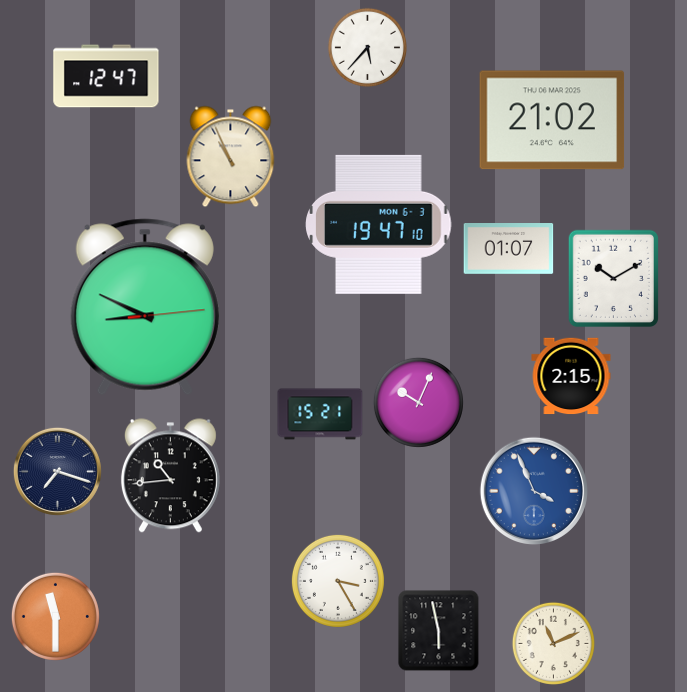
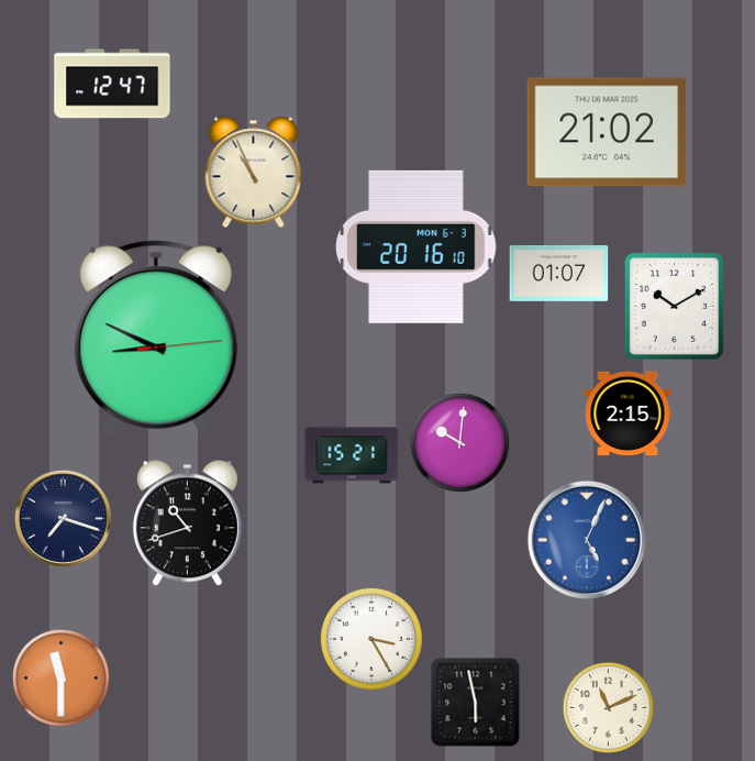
clock at (367, 47): 5:37 -> none
clock at (106, 76) position: (106, 76) -> (112, 84)
clock at (379, 224): 19:47 -> 20:16
clock at (145, 307) position: (145, 307) -> (156, 338)
clock at (418, 402): 10:04 -> 10:01
clock at (170, 476): 10:44 -> 10:42
clock at (533, 490): 3:56 -> 5:04
clock at (439, 631) position: (439, 631) -> (476, 703)
